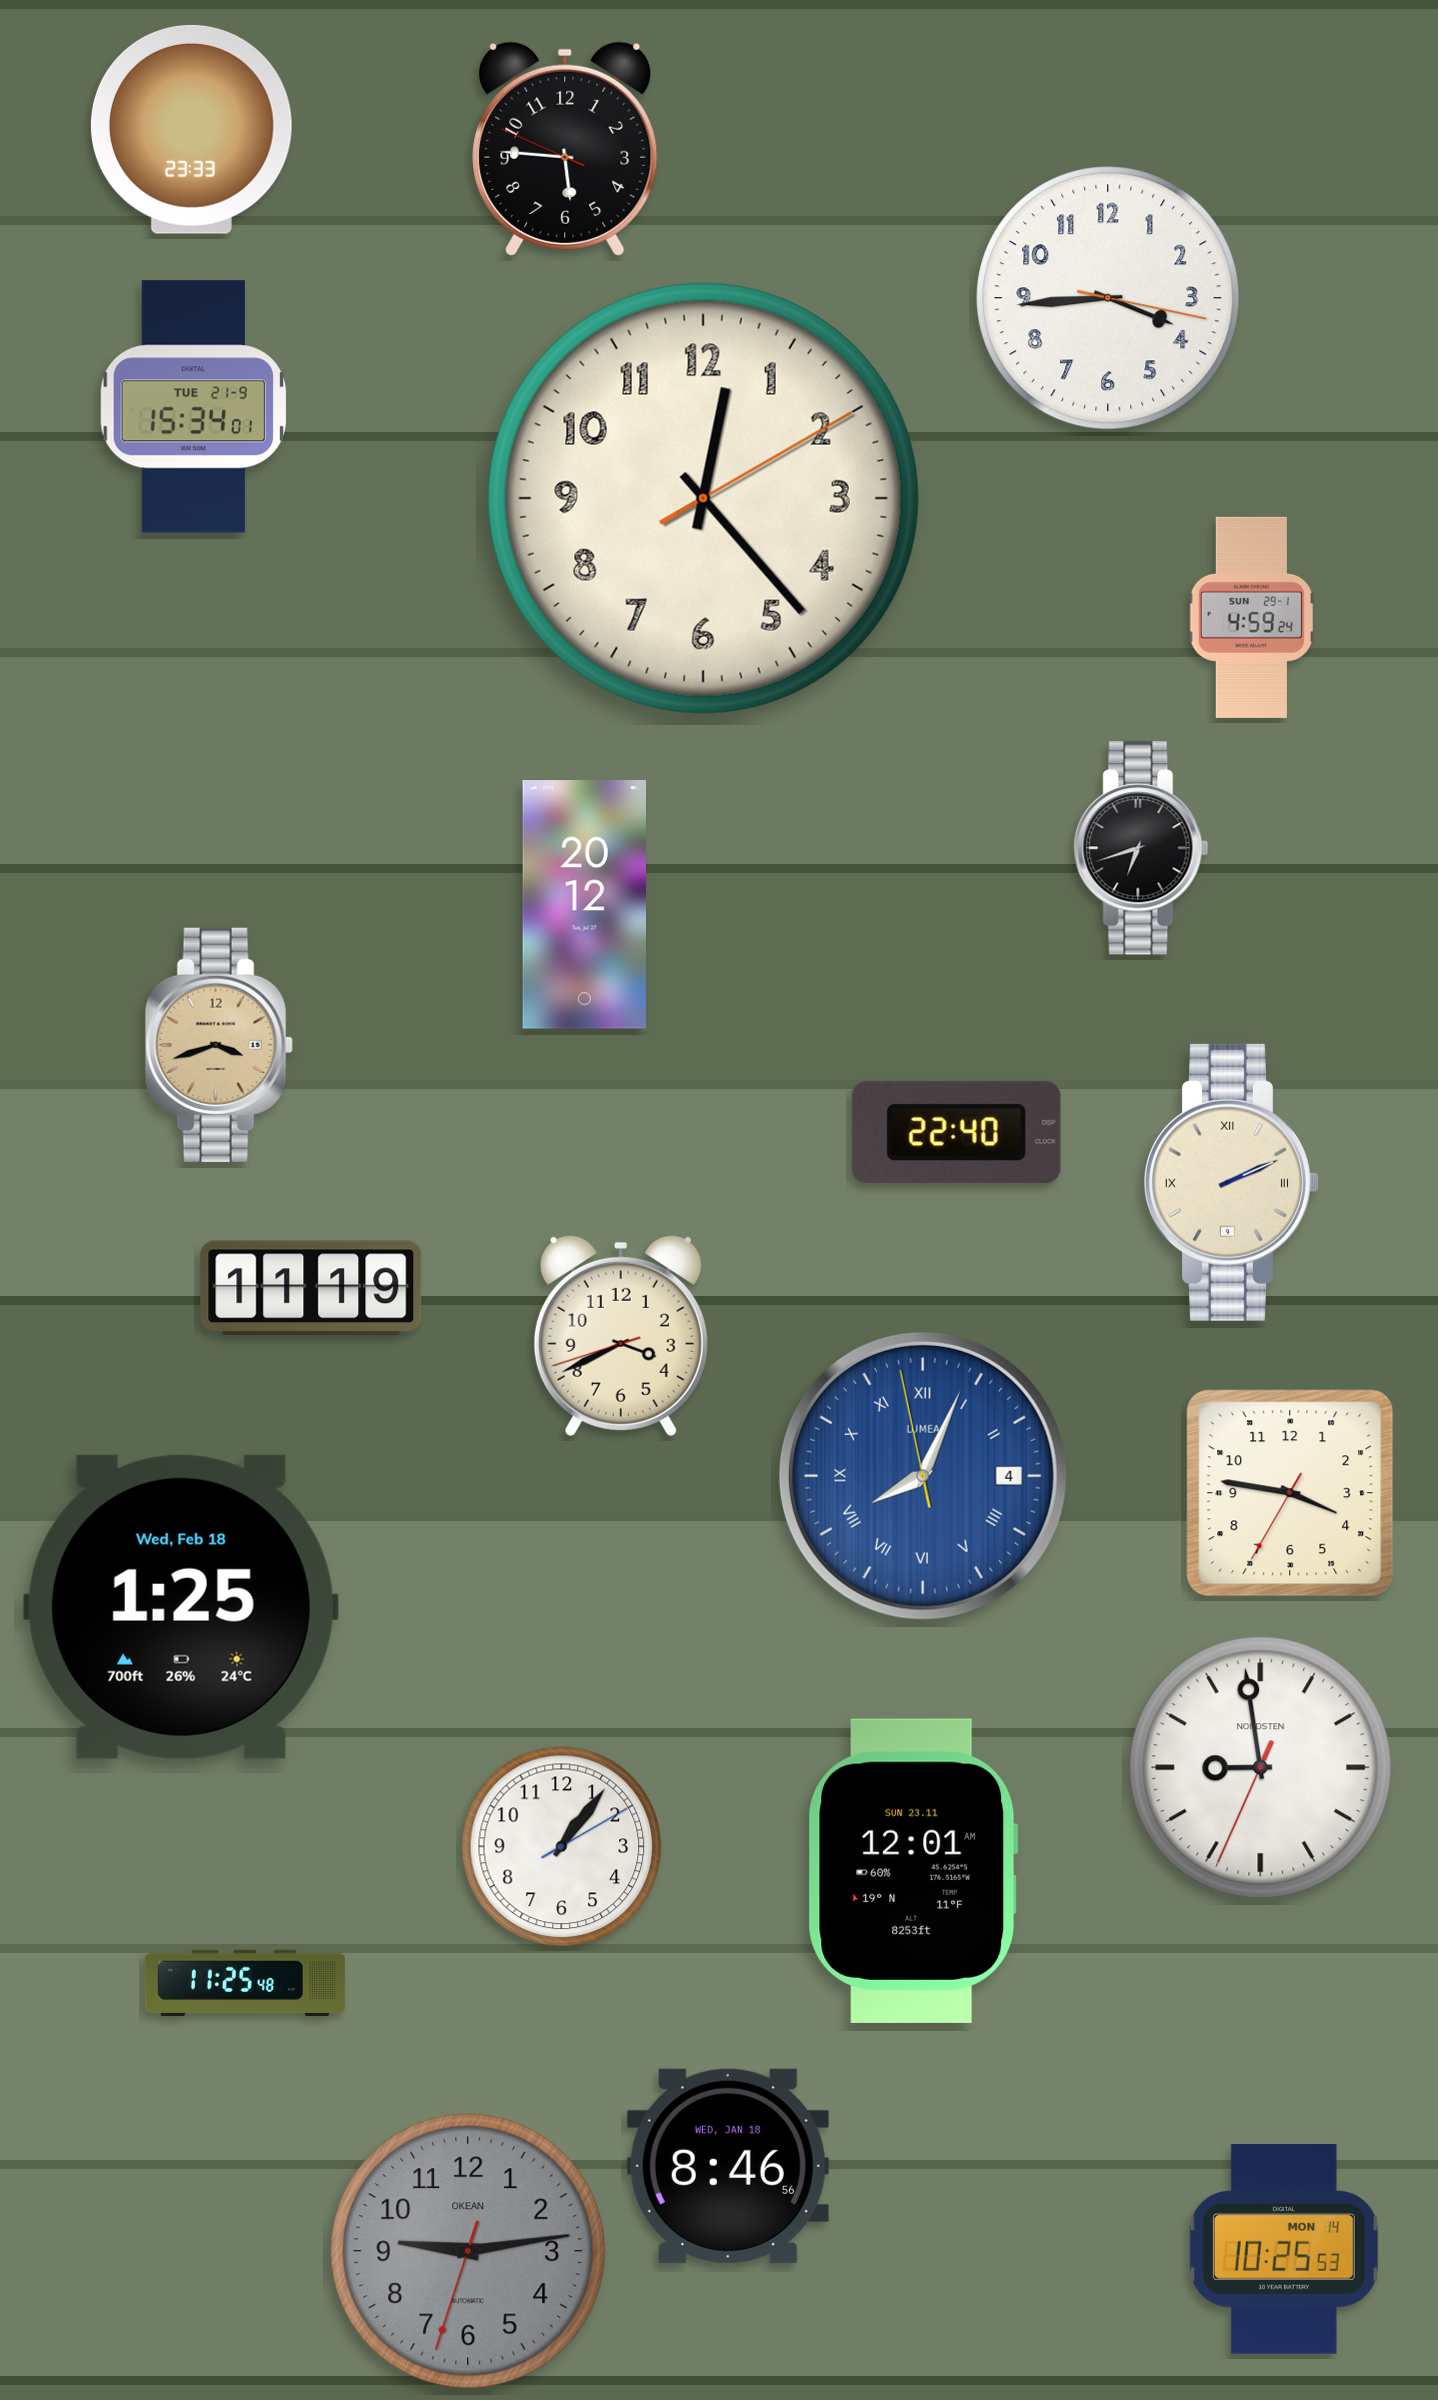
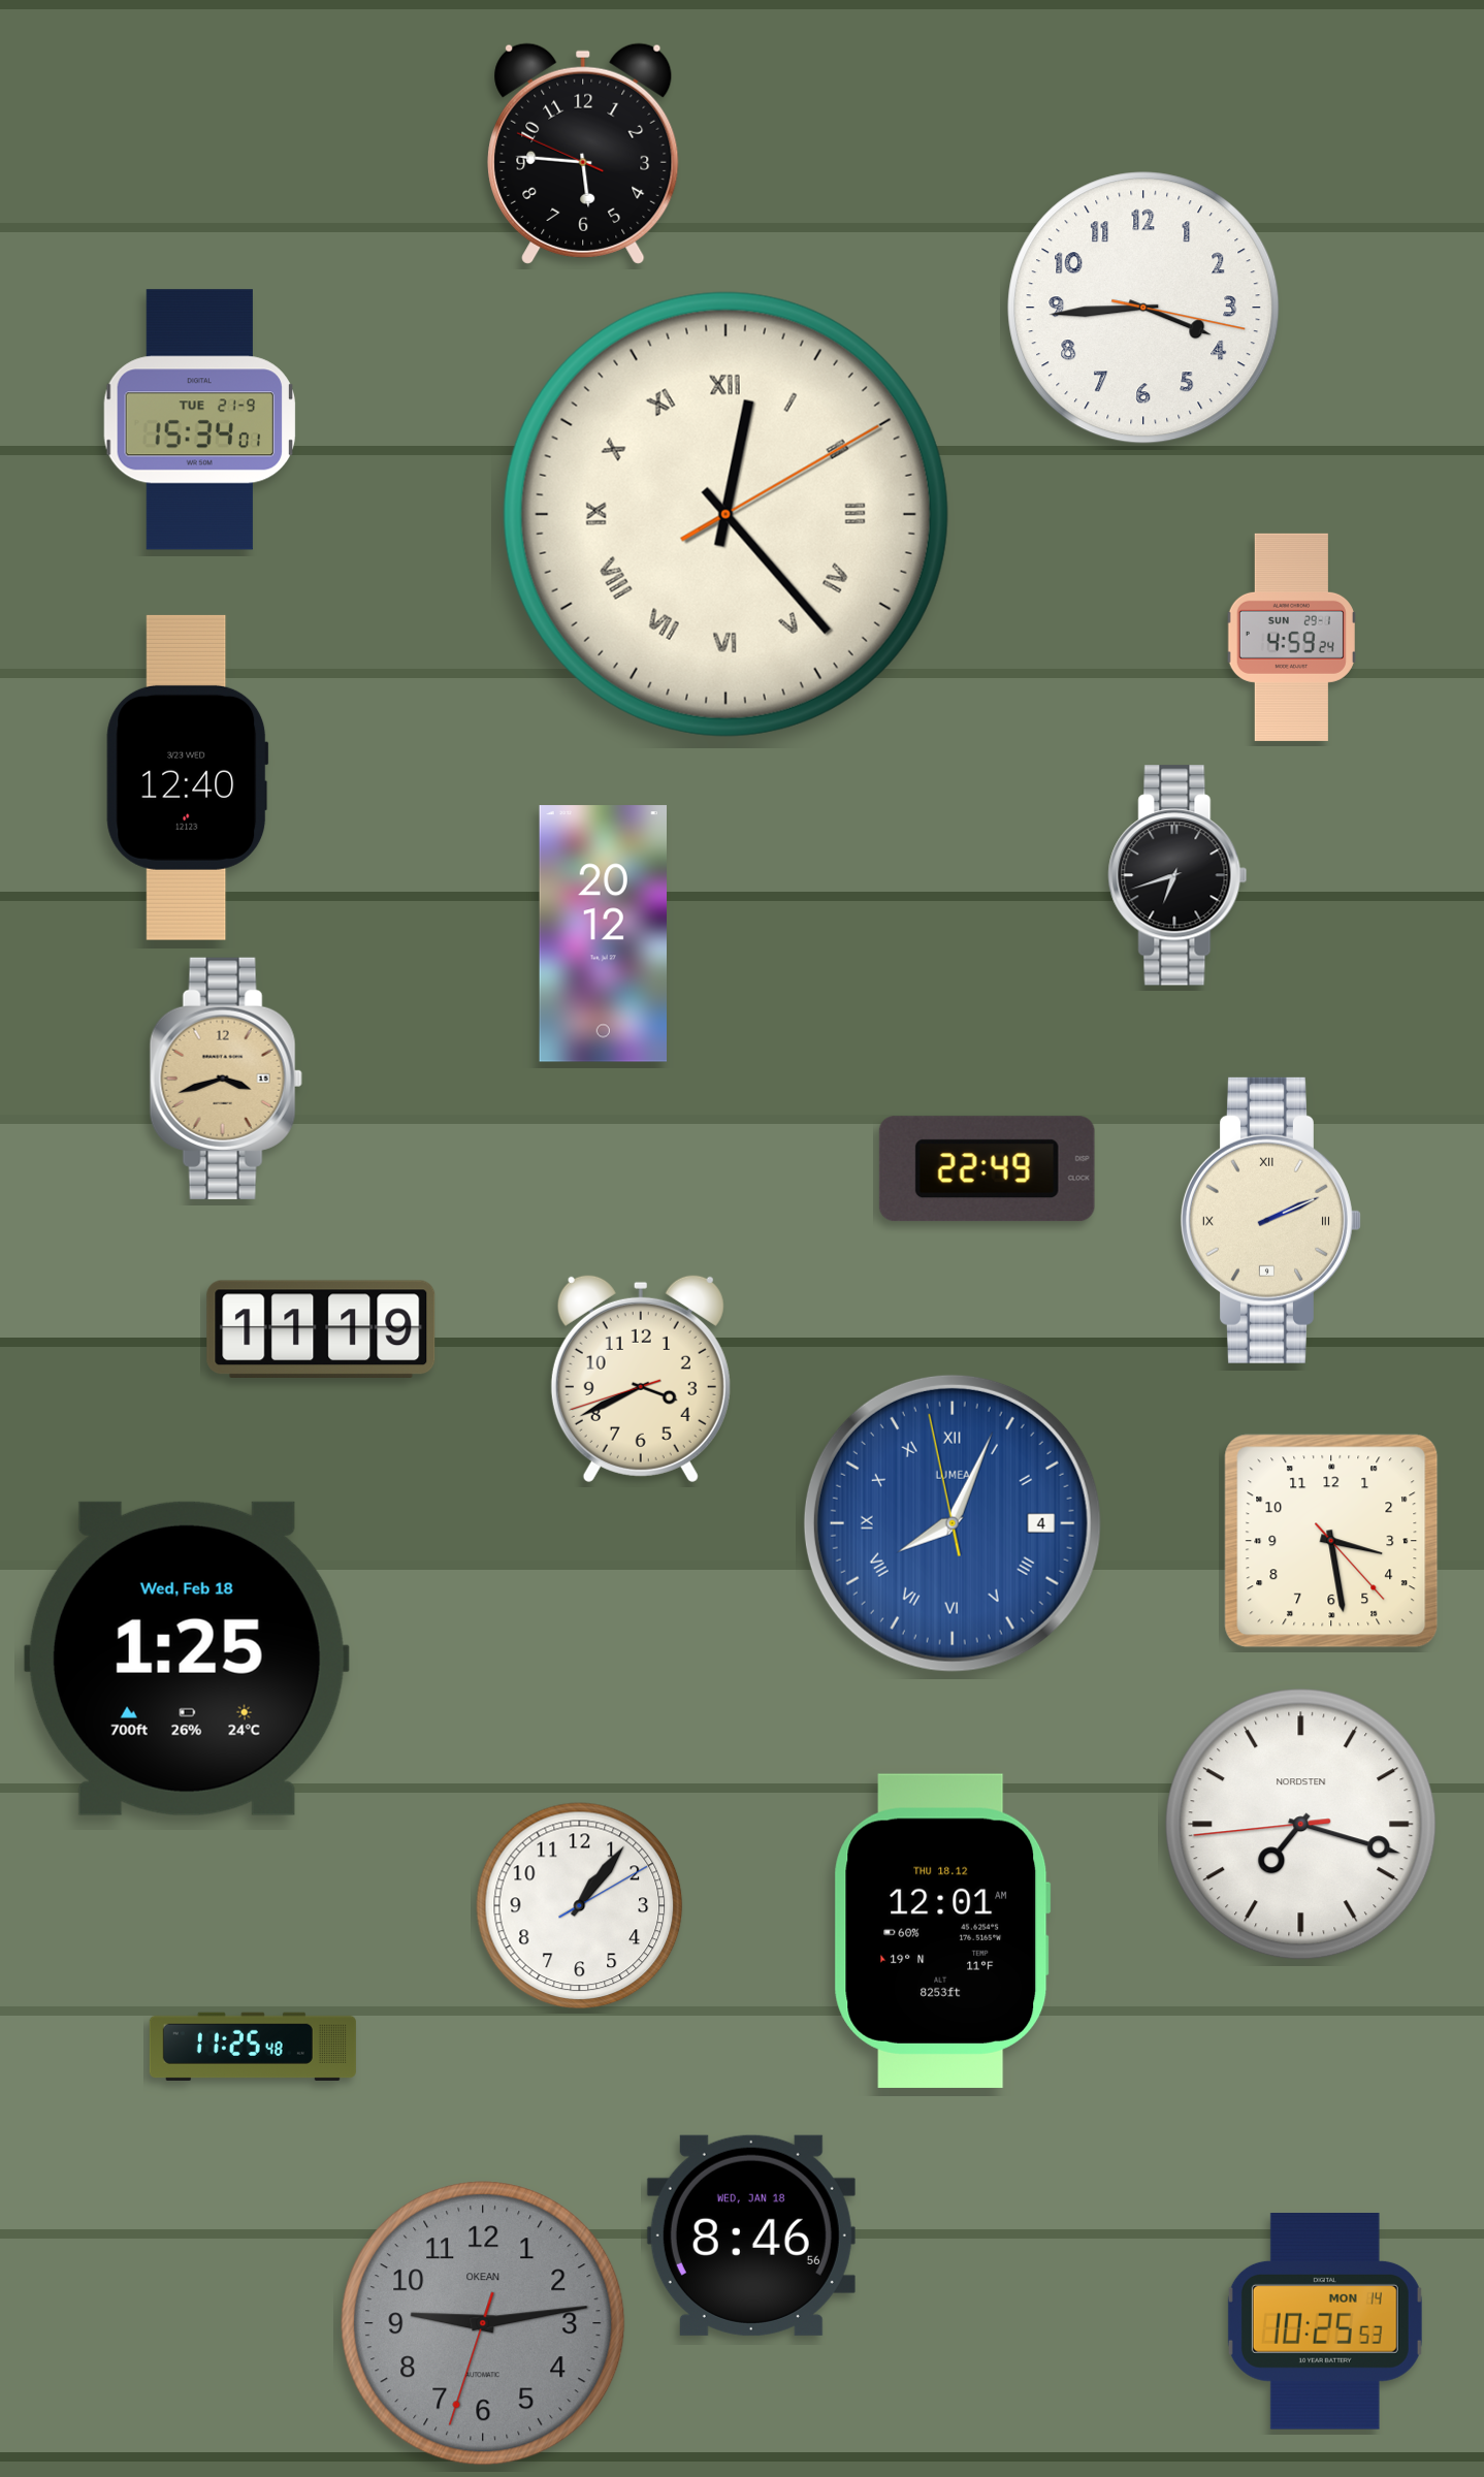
clock at (191, 129): 23:33 -> none
clock at (703, 498) numerals: Arabic -> Roman
clock at (188, 777): none -> 12:40
clock at (956, 1133): 22:40 -> 22:49
clock at (1290, 1493): 3:46 -> 3:28
clock at (1261, 1768): 8:58 -> 7:17
clock at (913, 1871) date: SUN 23.11 -> THU 18.12
